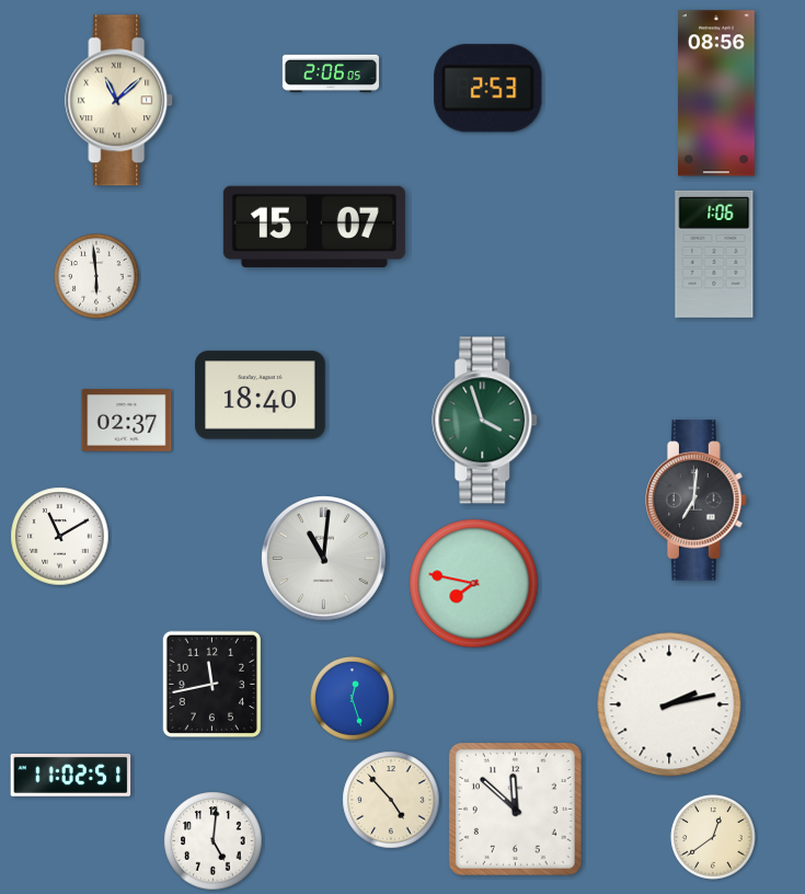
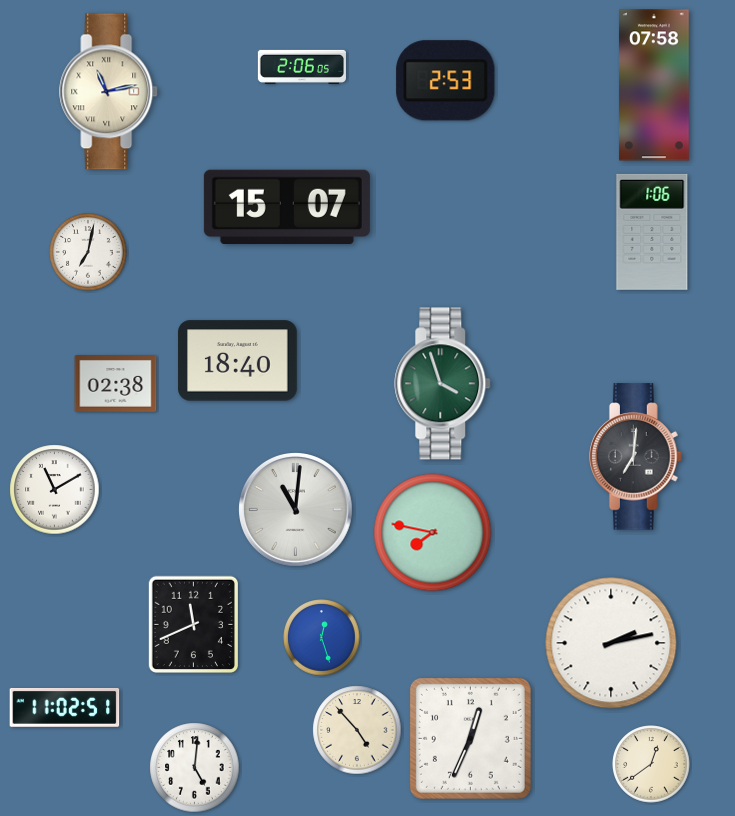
clock at (717, 93): 08:56 -> 07:58
clock at (119, 101): 11:08 -> 11:13
clock at (96, 276): 5:59 -> 7:02
clock at (127, 421): 02:37 -> 02:38
clock at (211, 684): 11:43 -> 11:41
clock at (515, 809): 11:52 -> 12:34
